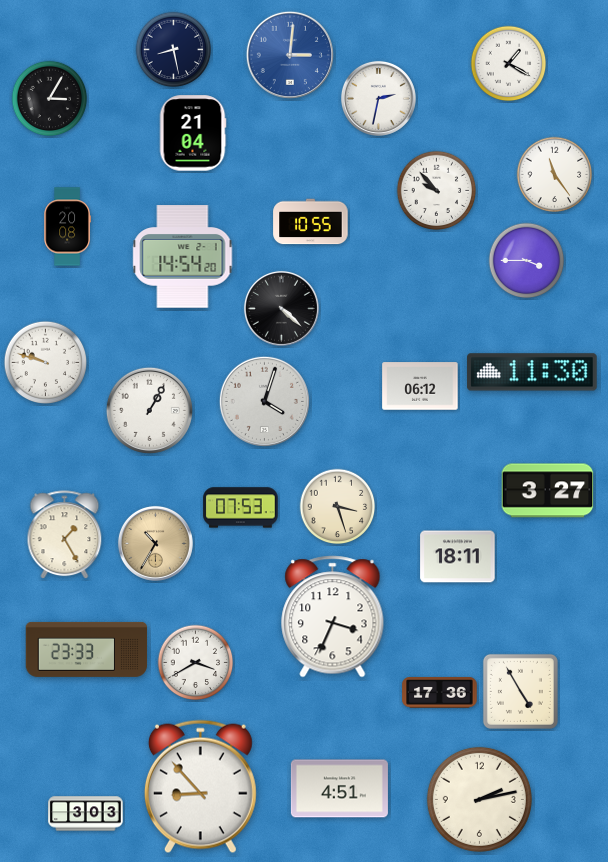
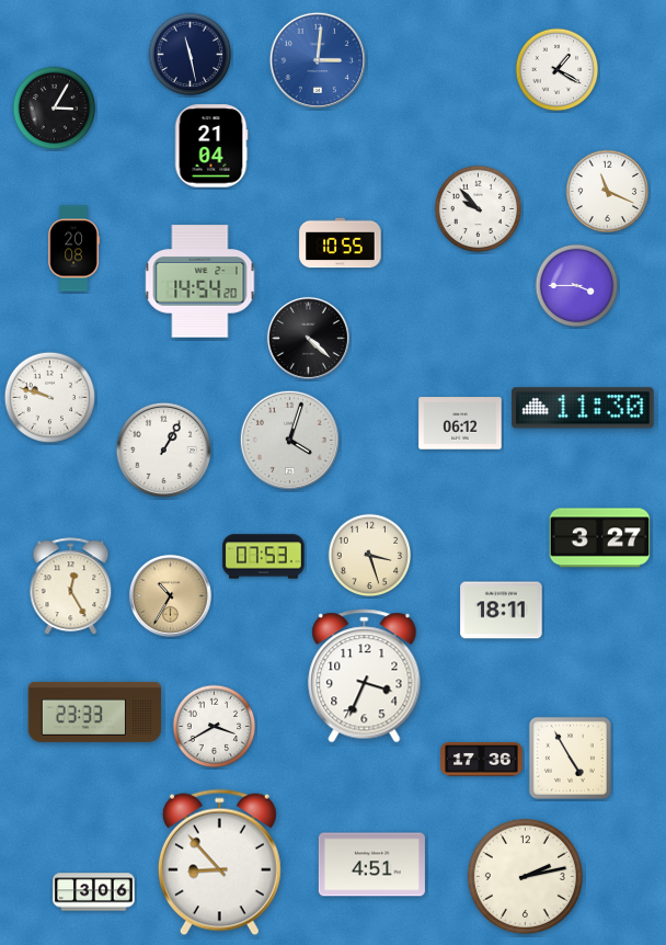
clock at (174, 50): 8:28 -> 11:28
clock at (378, 98): 2:32 -> none
clock at (555, 175): 11:24 -> 11:19
clock at (65, 535): 1:25 -> 12:25
clock at (86, 814): 3:03 -> 3:06
